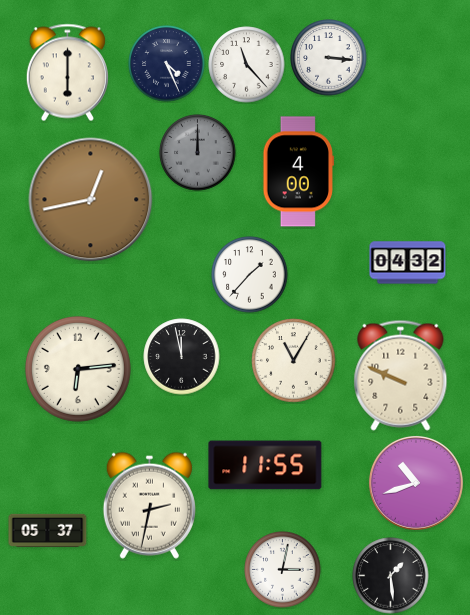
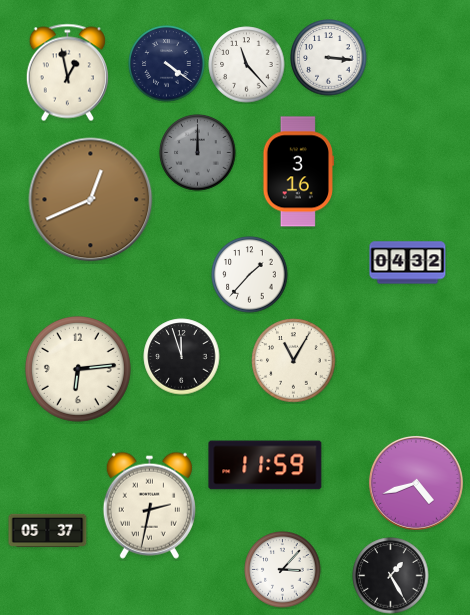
clock at (167, 64): 4:26 -> 4:21
clock at (67, 73): 6:00 -> 12:58
clock at (299, 172): 4:00 -> 3:16
clock at (91, 200): 12:43 -> 12:41
clock at (182, 357): 11:58 -> 11:57
clock at (401, 375): 9:49 -> none
clock at (265, 465): 11:55 -> 11:59
clock at (416, 483): 10:42 -> 4:42
clock at (283, 570): 3:02 -> 3:07
clock at (391, 576): 1:29 -> 1:25
